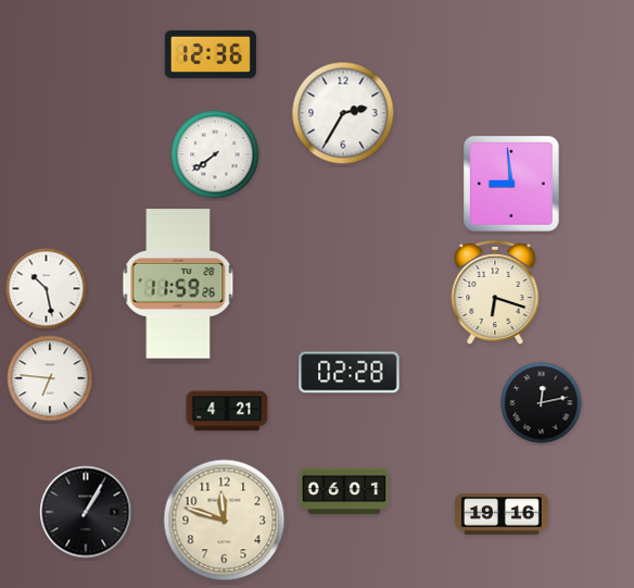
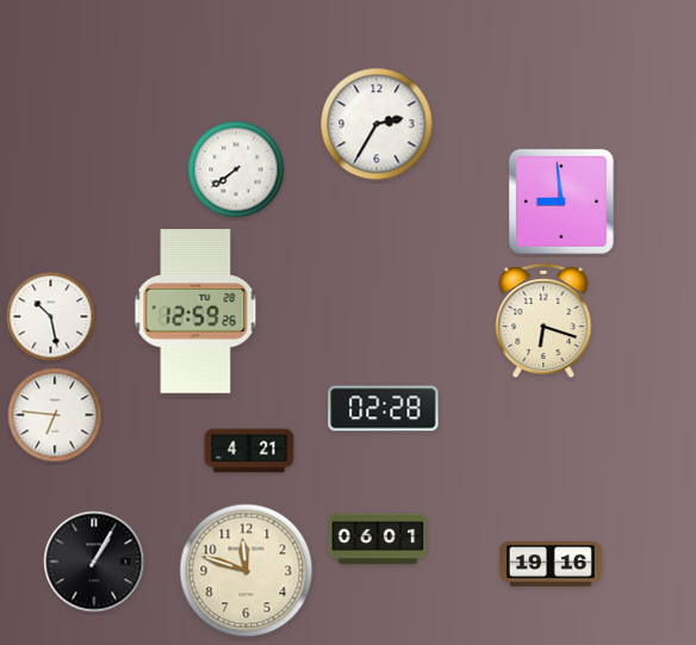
clock at (211, 54): 12:36 -> none
clock at (178, 284): 11:59 -> 12:59
clock at (542, 403): 12:13 -> none
